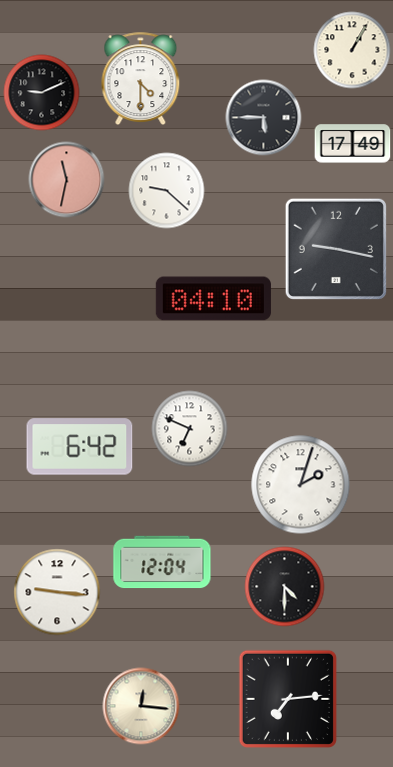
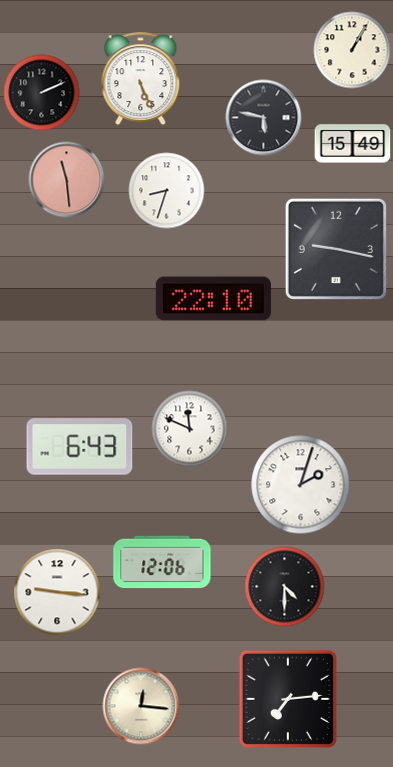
clock at (141, 78): 4:30 -> 5:26
clock at (42, 93): 9:11 -> 2:11
clock at (264, 118): 5:45 -> 5:47
clock at (353, 144): 17:49 -> 15:49
clock at (67, 180): 11:32 -> 11:29
clock at (167, 191): 9:22 -> 8:33
clock at (213, 299): 04:10 -> 22:10
clock at (190, 429): 6:49 -> 11:49
clock at (80, 447): 6:42 -> 6:43
clock at (162, 562): 12:04 -> 12:06
